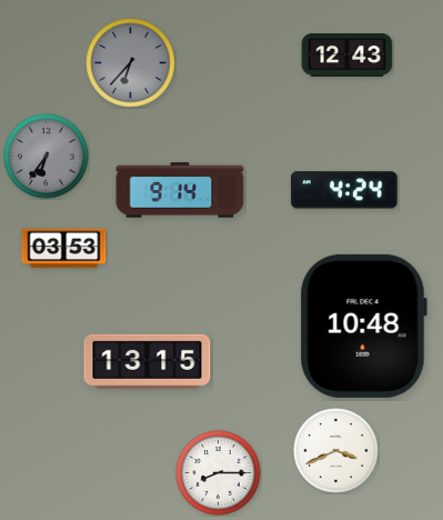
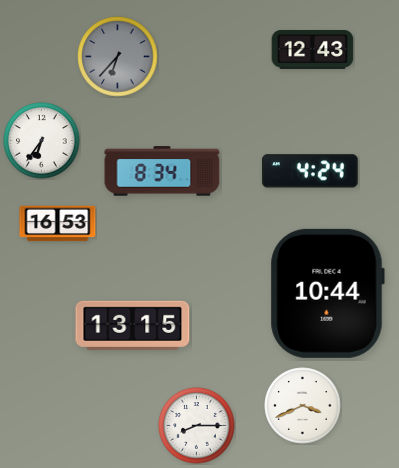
clock at (47, 157) dial: grey -> white
clock at (180, 190): 9:14 -> 8:34
clock at (64, 249): 03:53 -> 16:53
clock at (363, 326): 10:48 -> 10:44
